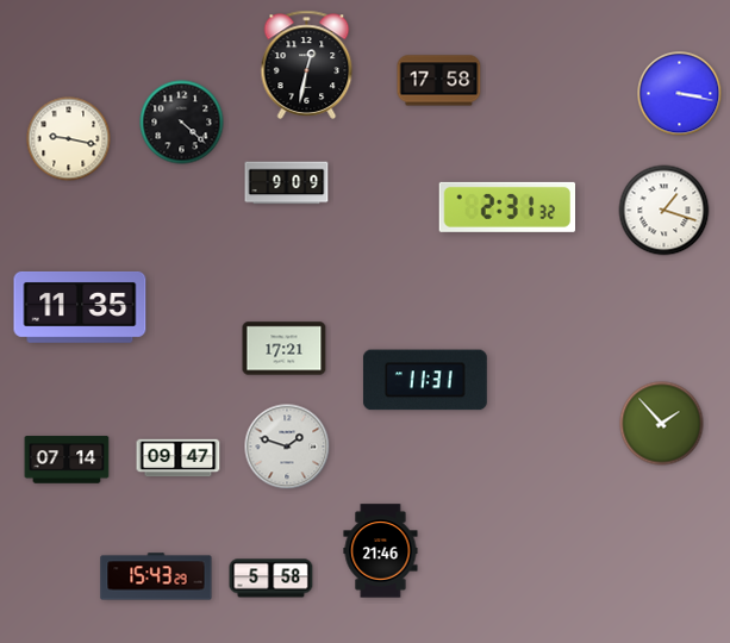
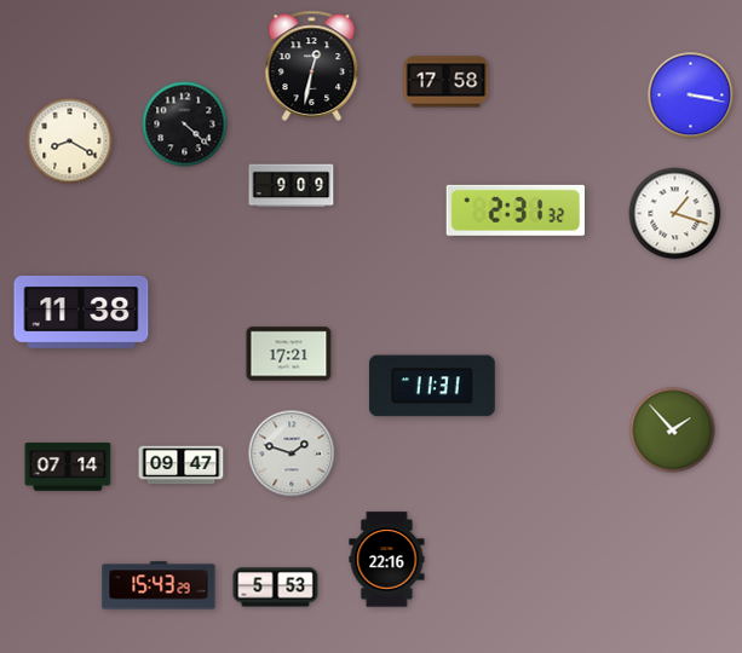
clock at (69, 139): 9:17 -> 8:20
clock at (80, 307): 11:35 -> 11:38
clock at (381, 551): 21:46 -> 22:16
clock at (272, 579): 5:58 -> 5:53
